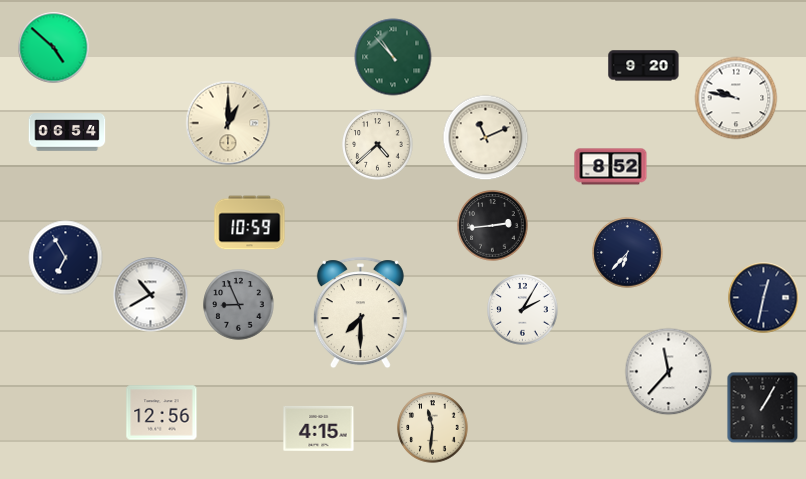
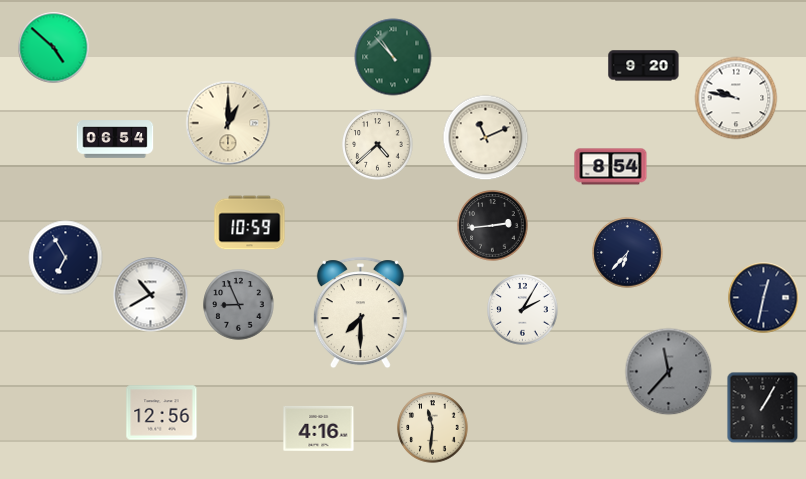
clock at (67, 132) position: (67, 132) -> (115, 139)
clock at (611, 167): 8:52 -> 8:54
clock at (669, 372) dial: white -> grey
clock at (319, 428): 4:15 -> 4:16
